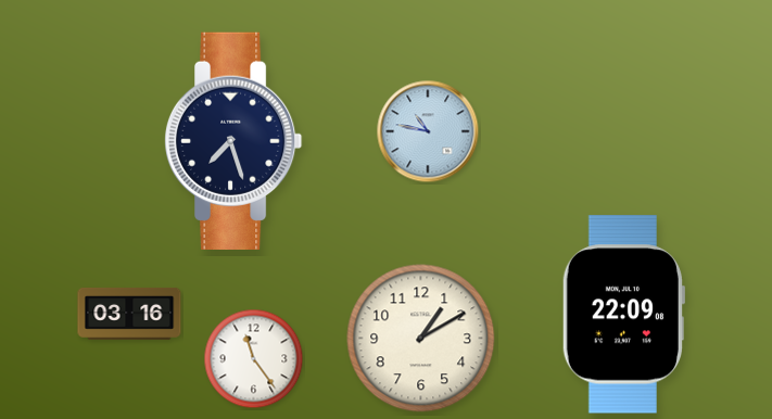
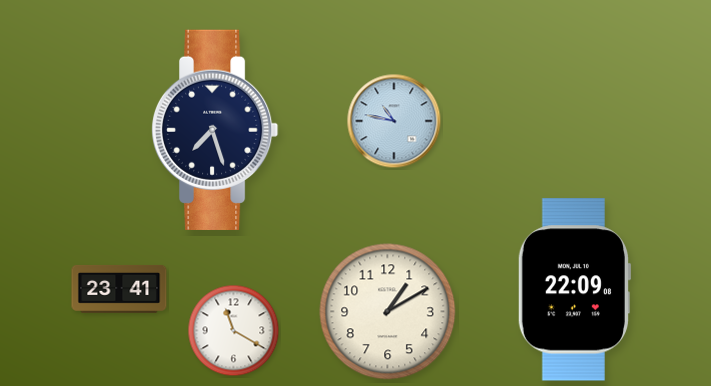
clock at (129, 314): 03:16 -> 23:41
clock at (254, 359): 11:24 -> 11:20
